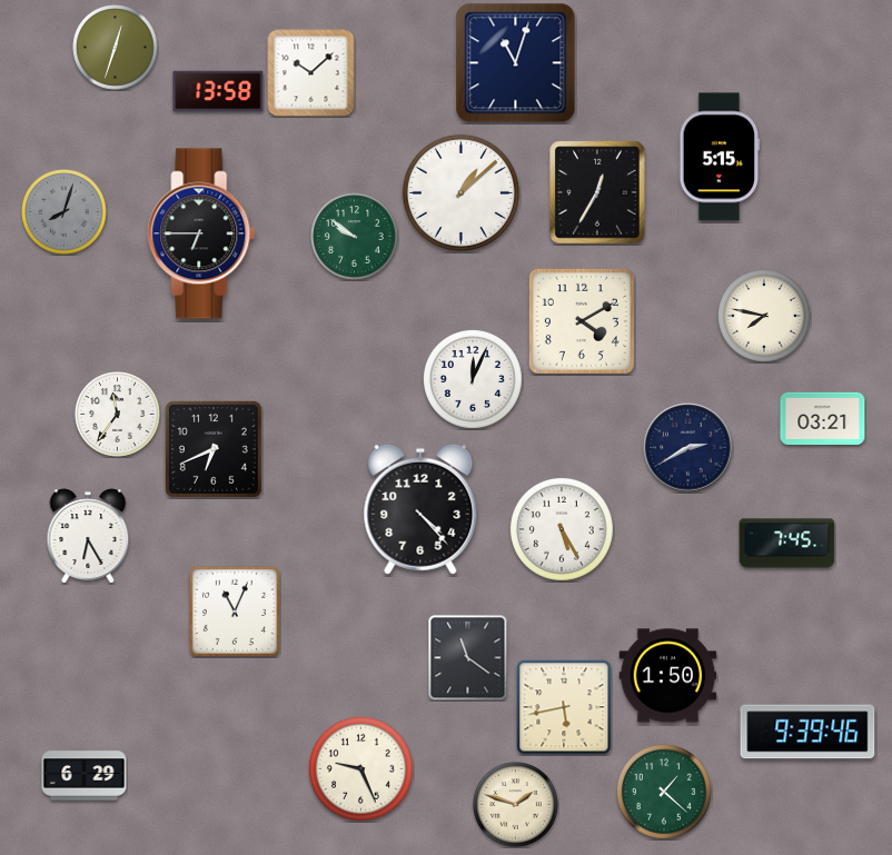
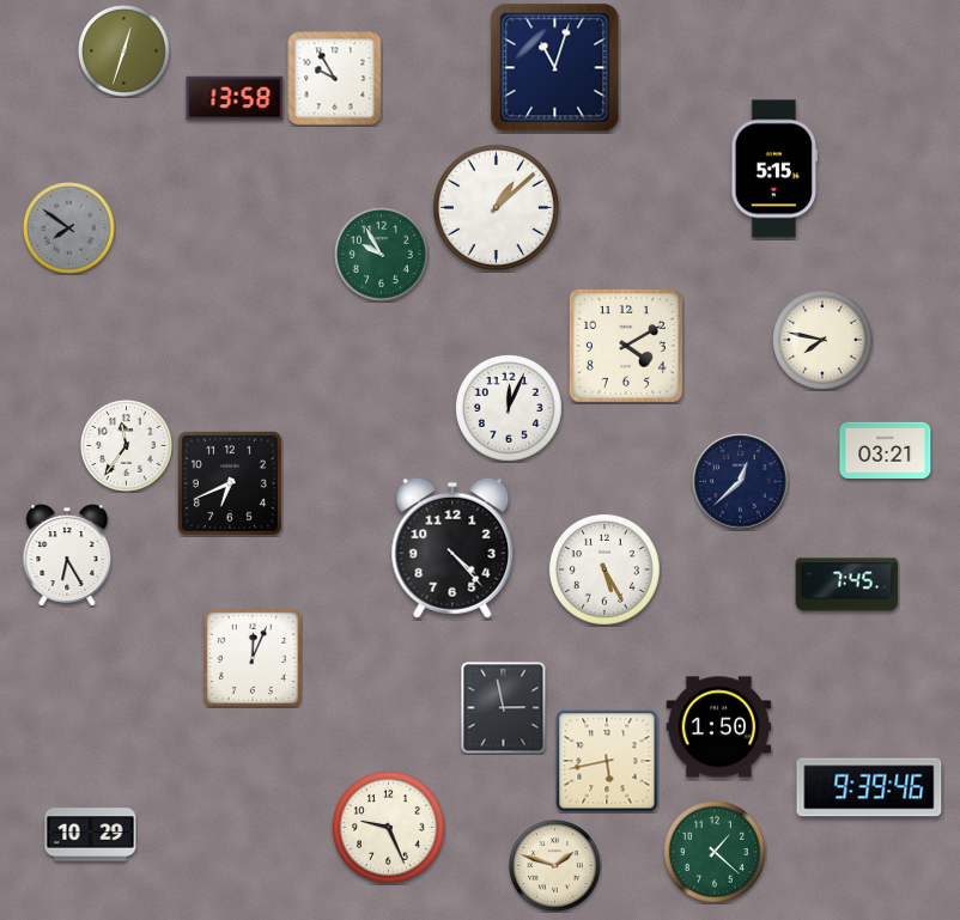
clock at (311, 73): 10:08 -> 9:55
clock at (597, 192): 12:35 -> none
clock at (65, 212): 8:03 -> 7:51
clock at (201, 233): 6:45 -> none
clock at (355, 237): 9:51 -> 9:55
clock at (688, 448): 2:40 -> 12:38
clock at (88, 536) position: (88, 536) -> (67, 555)
clock at (235, 612): 11:04 -> 12:04
clock at (468, 658): 11:21 -> 2:58
clock at (85, 776): 6:29 -> 10:29
